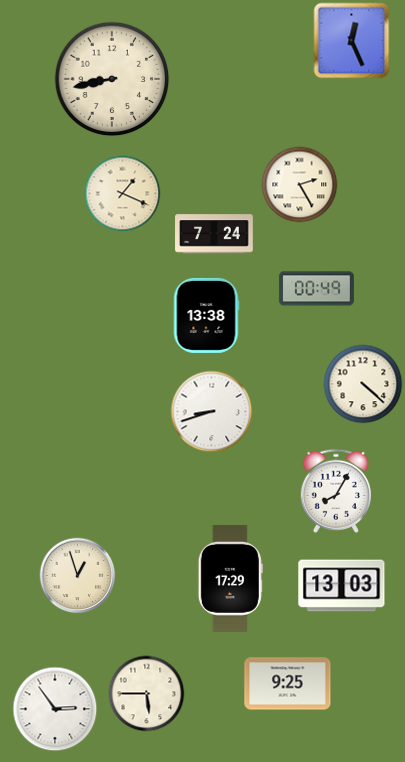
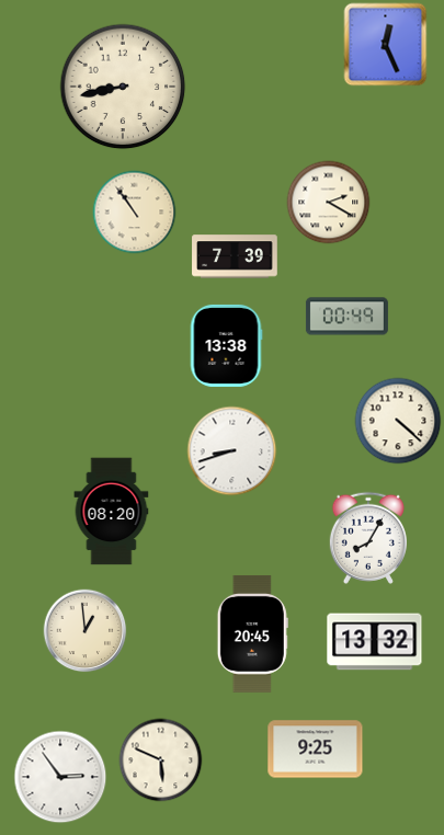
clock at (300, 185): 2:25 -> 2:20
clock at (123, 194): 1:19 -> 10:54
clock at (214, 234): 7:24 -> 7:39
clock at (112, 512): none -> 08:20
clock at (78, 576): 12:57 -> 12:59
clock at (230, 578): 17:29 -> 20:45
clock at (342, 586): 13:03 -> 13:32
clock at (147, 694): 5:45 -> 5:49
